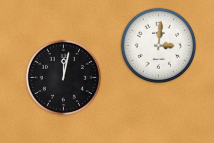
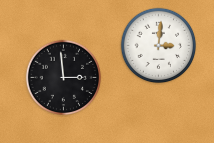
clock at (64, 78): 12:02 -> 2:59
